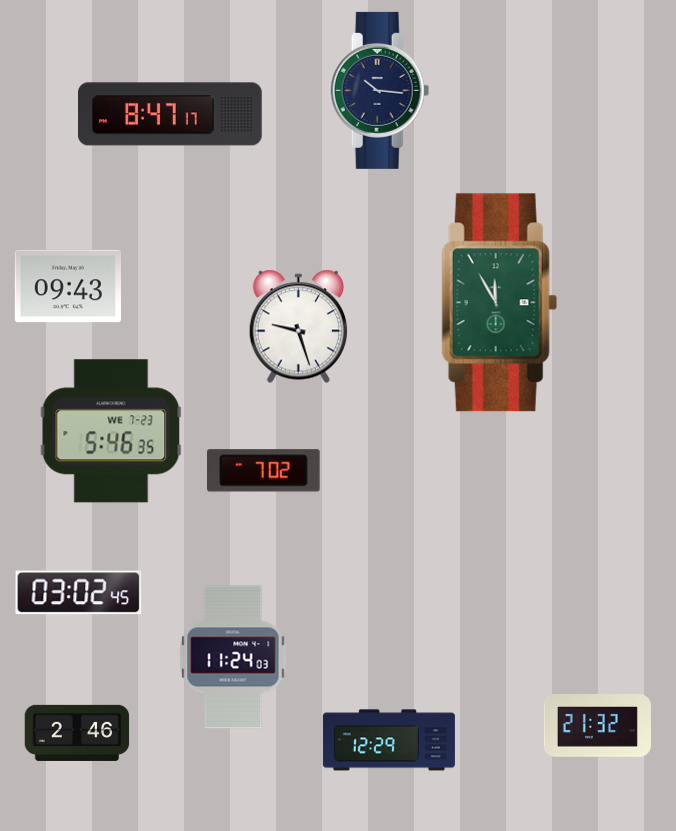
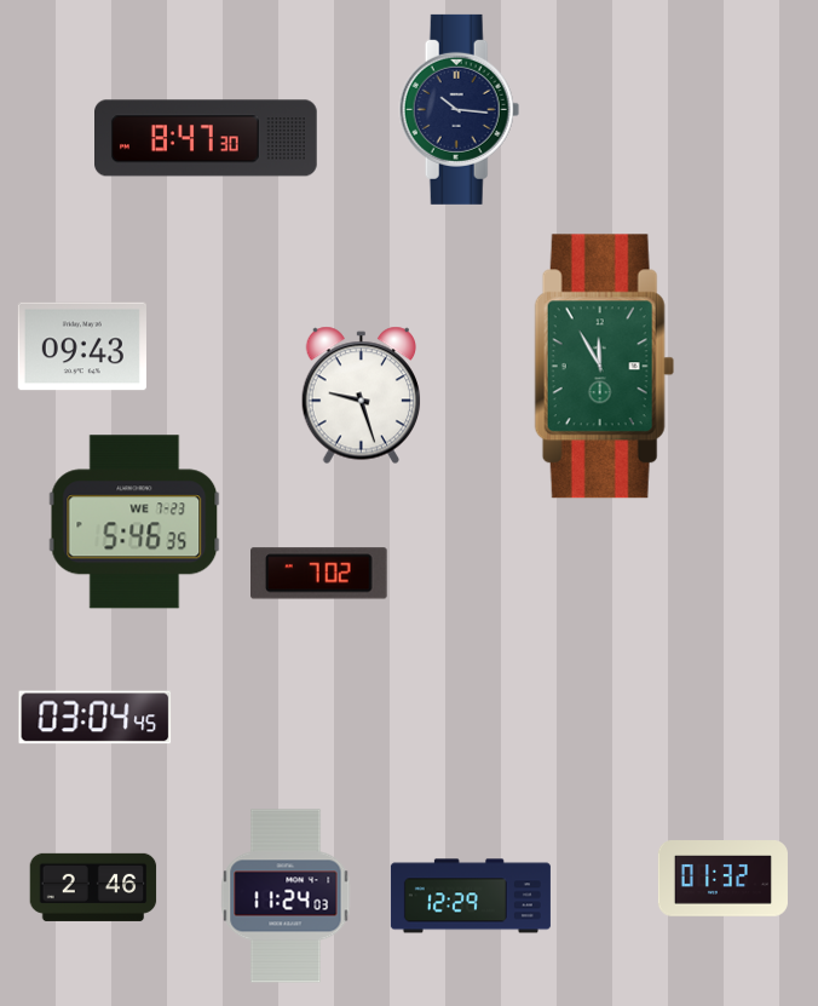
clock at (171, 114): 8:47:17 -> 8:47:30
clock at (264, 471) position: (264, 471) -> (319, 574)
clock at (79, 593): 03:02 -> 03:04
clock at (233, 657) position: (233, 657) -> (286, 896)
clock at (597, 726): 21:32 -> 01:32
